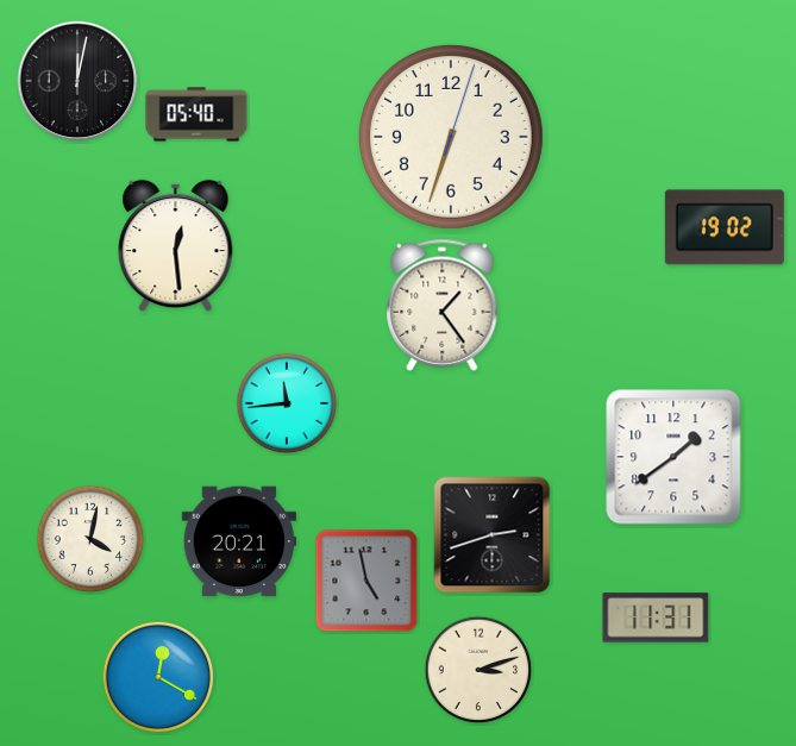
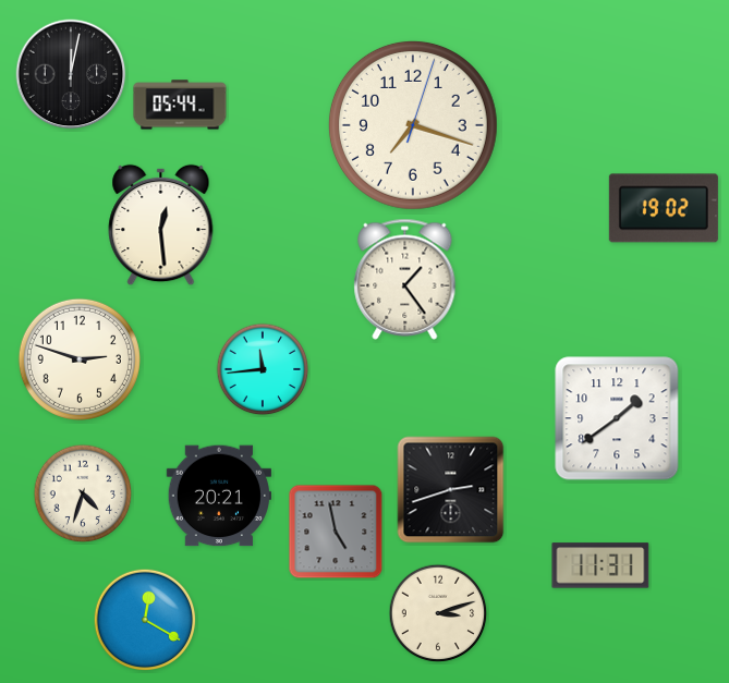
clock at (196, 114): 05:40 -> 05:44
clock at (451, 137): 6:33 -> 7:18
clock at (80, 359): none -> 2:48
clock at (90, 539): 4:02 -> 4:33
